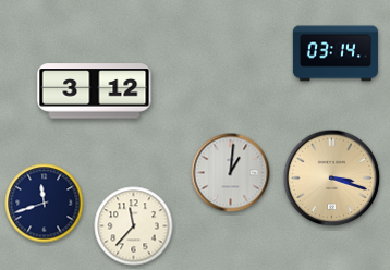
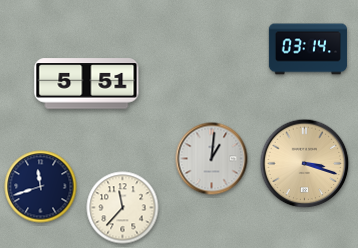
clock at (95, 91): 3:12 -> 5:51
